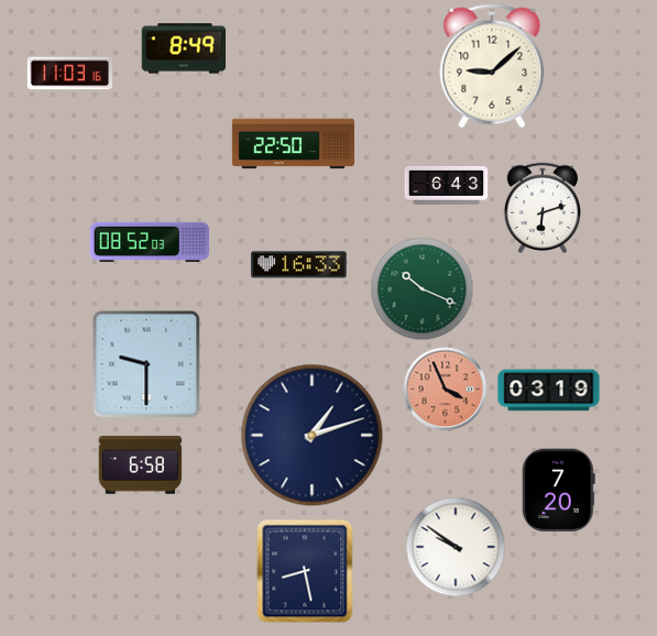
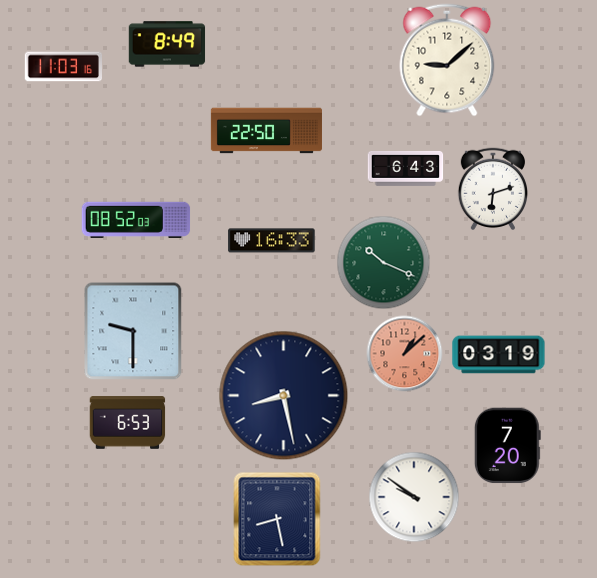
clock at (446, 390): 3:56 -> 1:08
clock at (313, 436): 1:12 -> 8:28
clock at (141, 465): 6:58 -> 6:53
